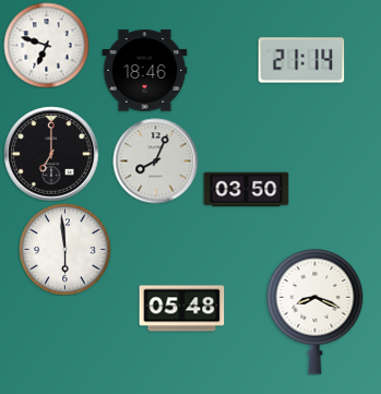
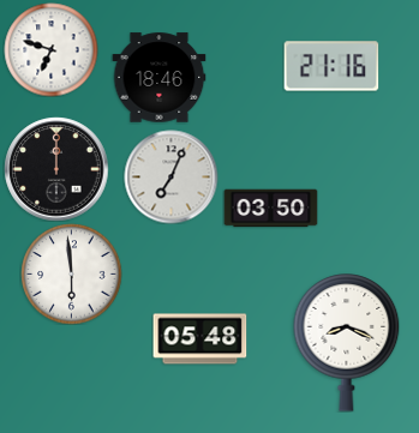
clock at (301, 60): 21:14 -> 21:16
clock at (51, 154): 7:00 -> 12:00
clock at (155, 160): 8:04 -> 7:04
